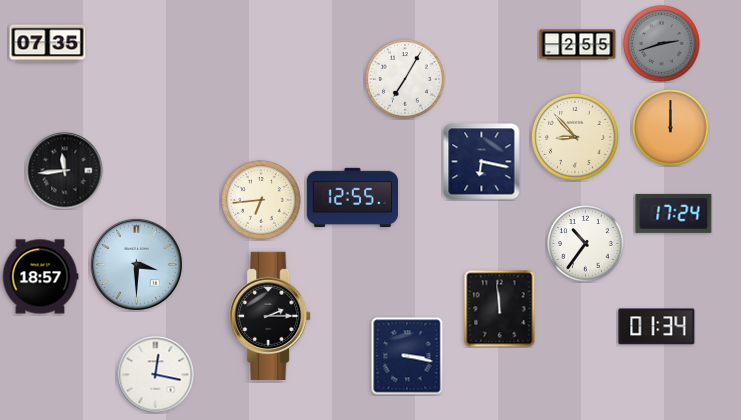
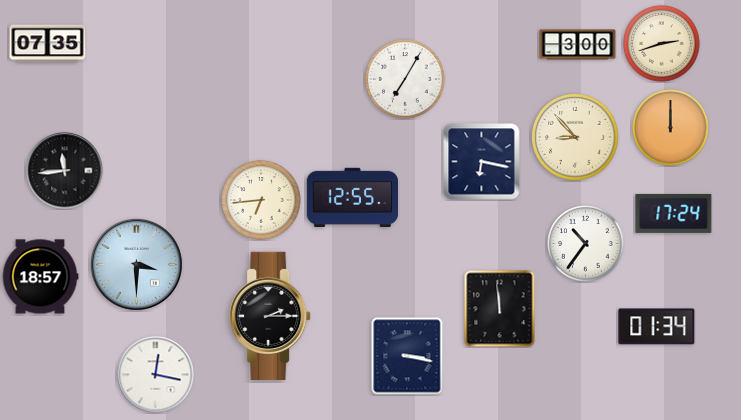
clock at (662, 44) dial: grey -> cream
clock at (578, 45): 2:55 -> 3:00
